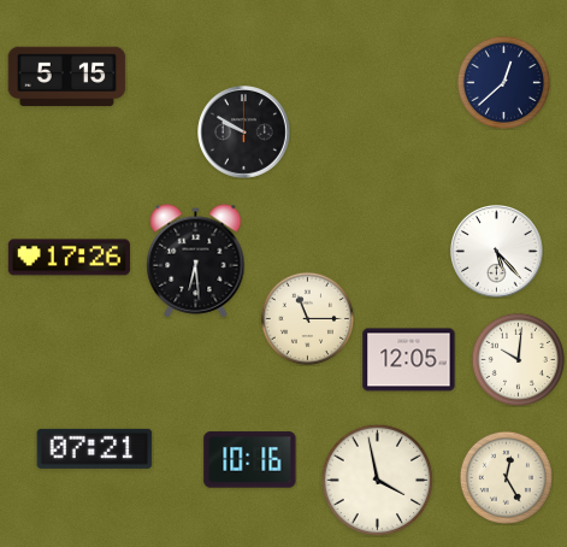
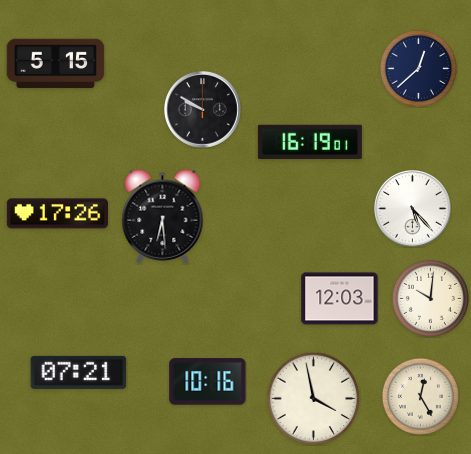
clock at (310, 141): none -> 16:19
clock at (307, 318): 11:15 -> none
clock at (409, 360): 12:05 -> 12:03
